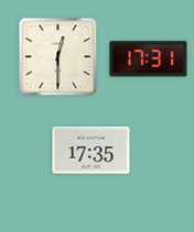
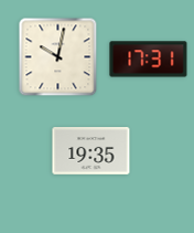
clock at (58, 57): 12:30 -> 10:02
clock at (91, 151): 17:35 -> 19:35
